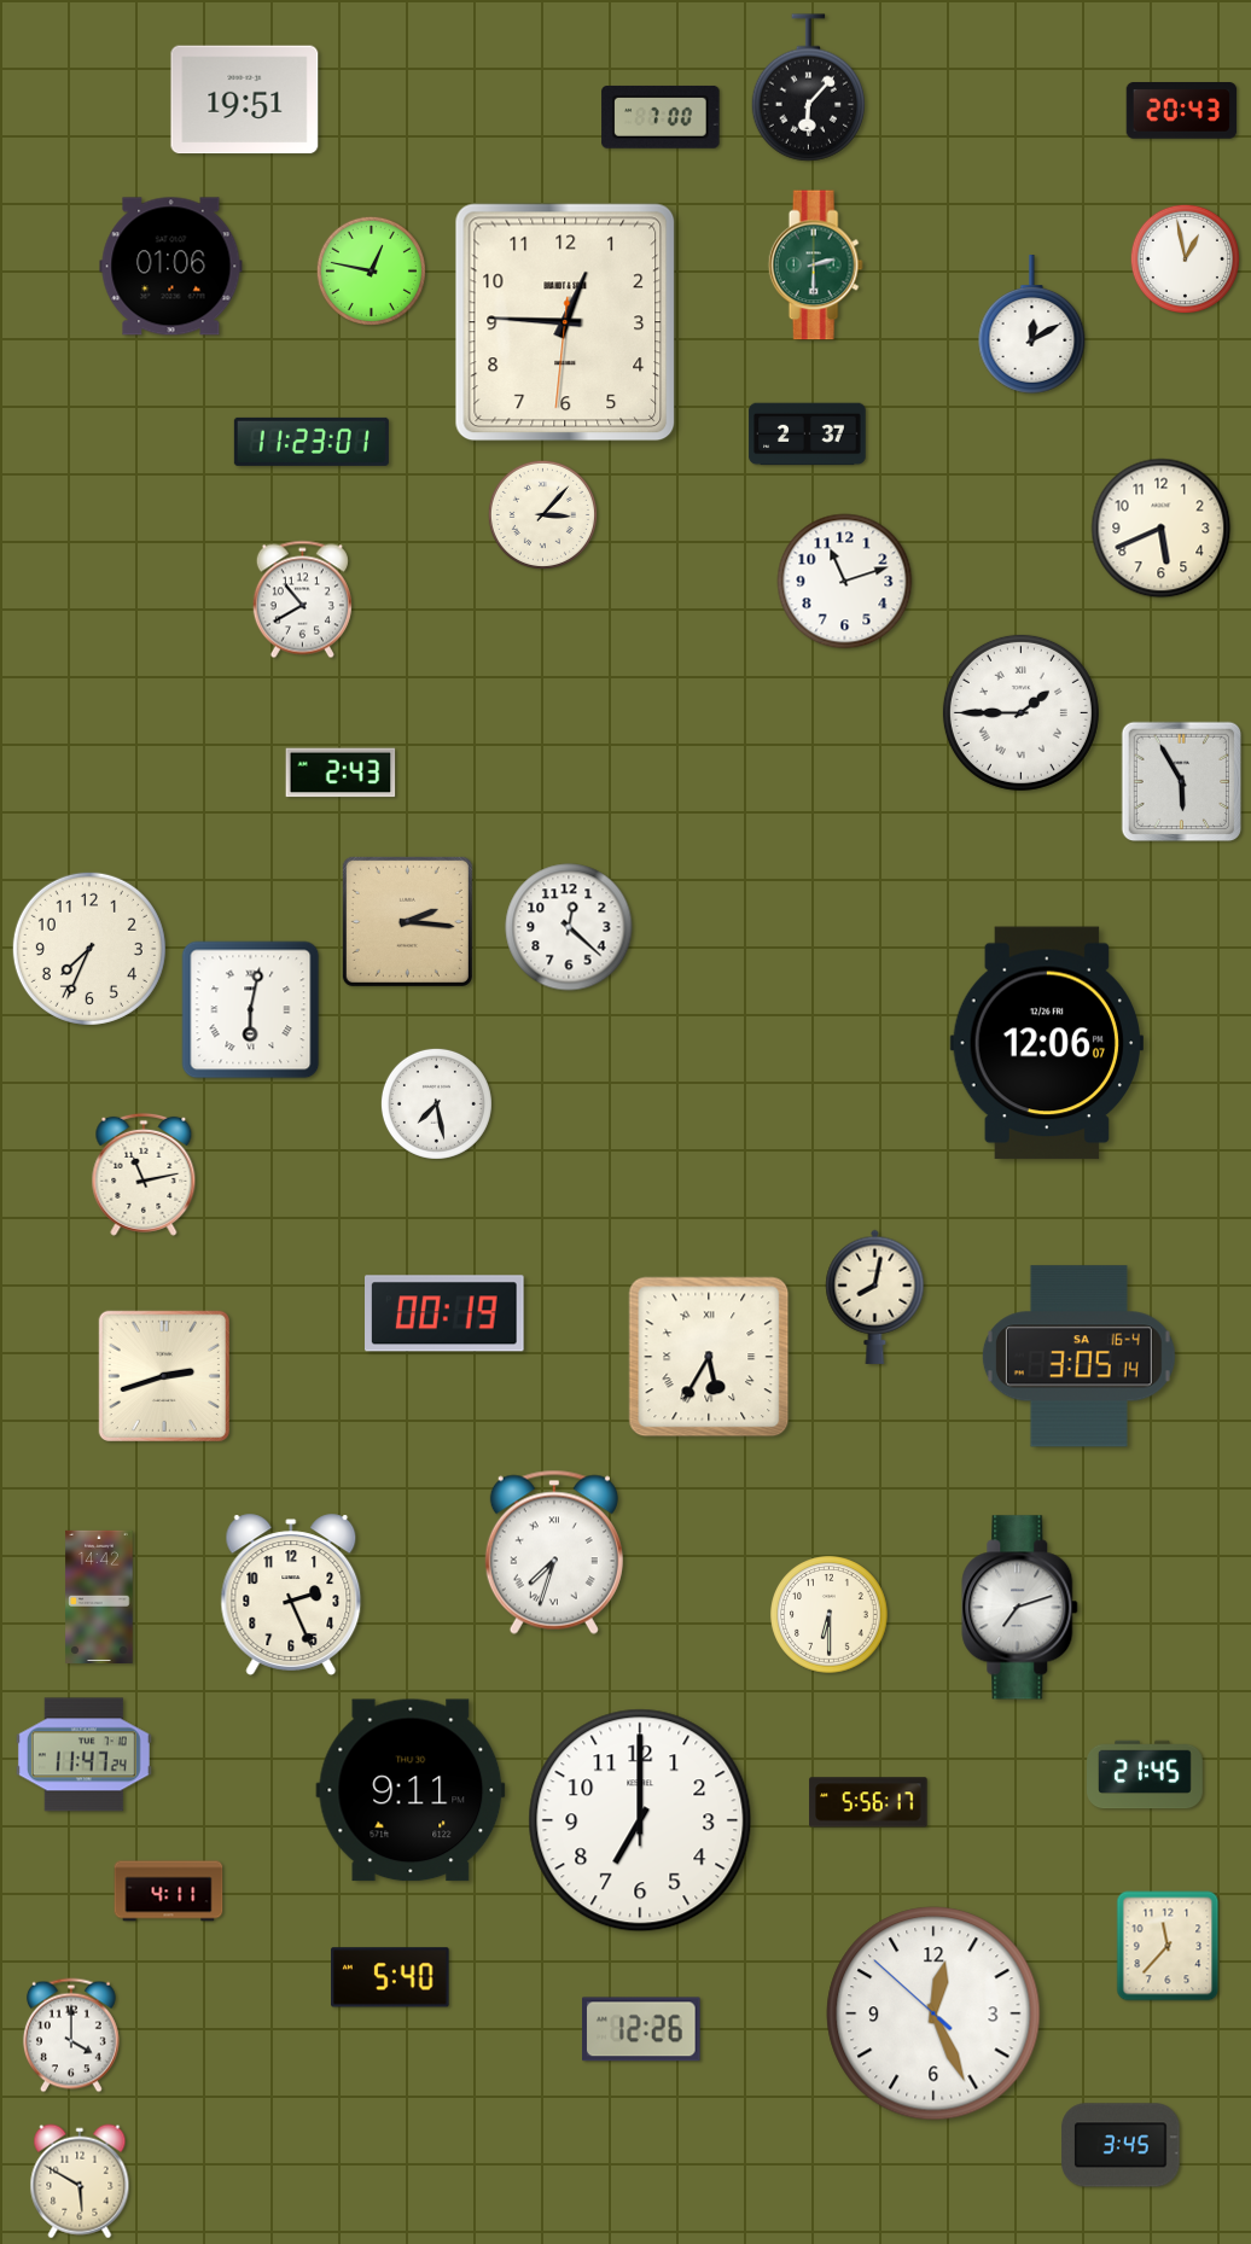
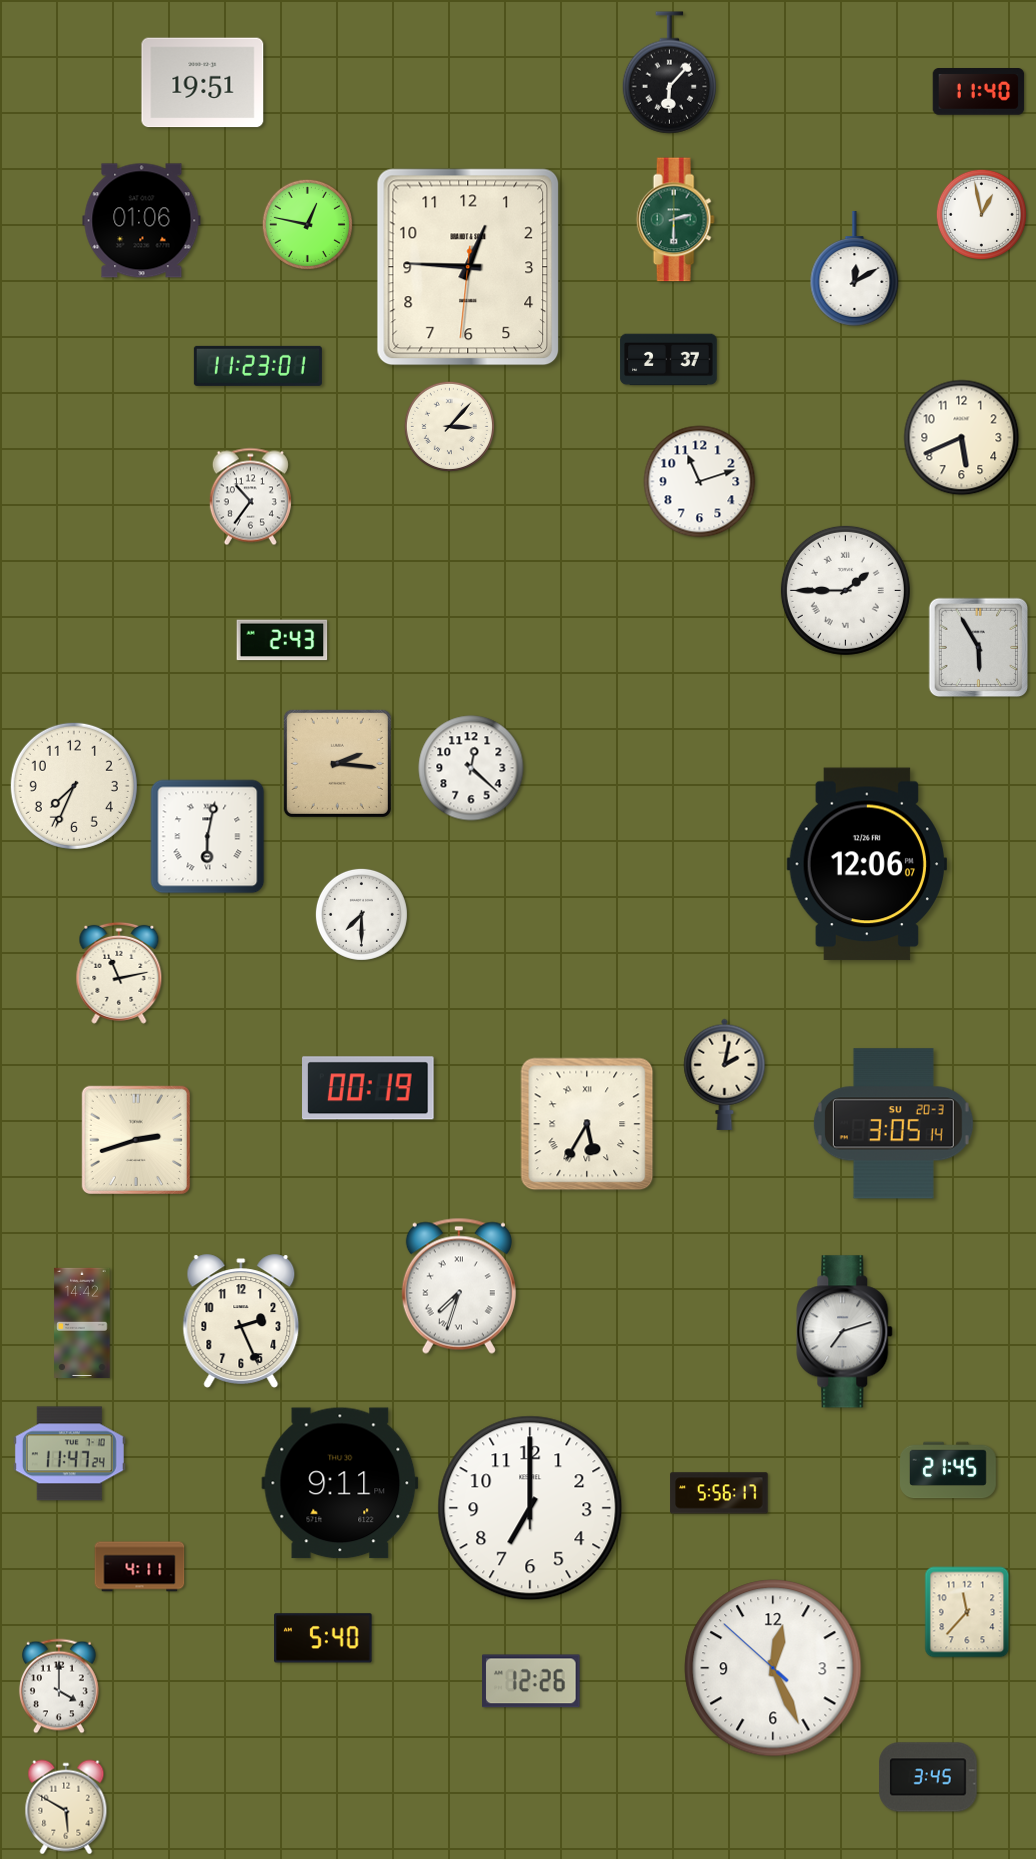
clock at (1182, 111): 20:43 -> 11:40
clock at (661, 117): 7:00 -> none
clock at (302, 600): 10:40 -> 10:36
clock at (436, 1103): 7:28 -> 7:30
clock at (875, 1296): 8:02 -> 2:02
clock at (1078, 1357) date: SA 16-4 -> SU 20-3
clock at (830, 1615): 6:30 -> none
